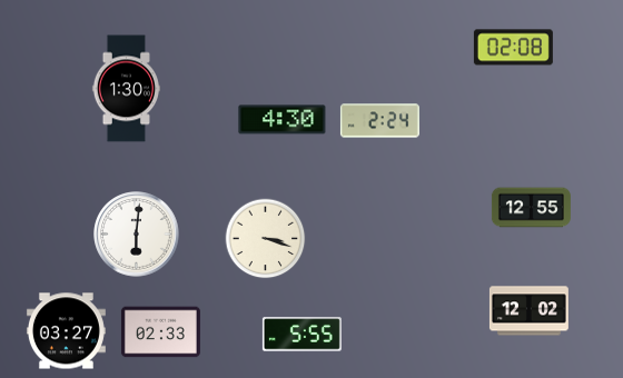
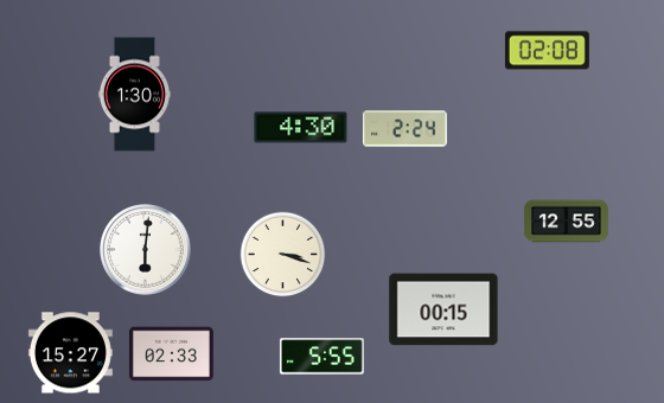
clock at (443, 309): none -> 00:15
clock at (528, 311): 12:02 -> none
clock at (66, 331): 03:27 -> 15:27
